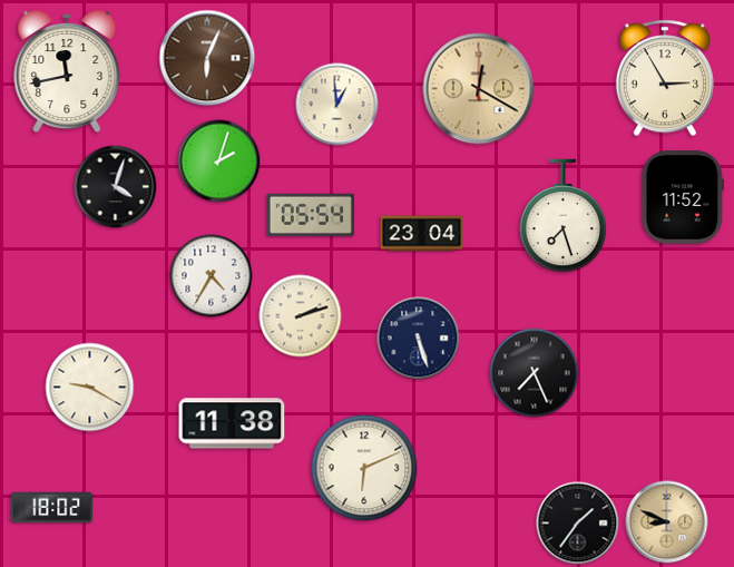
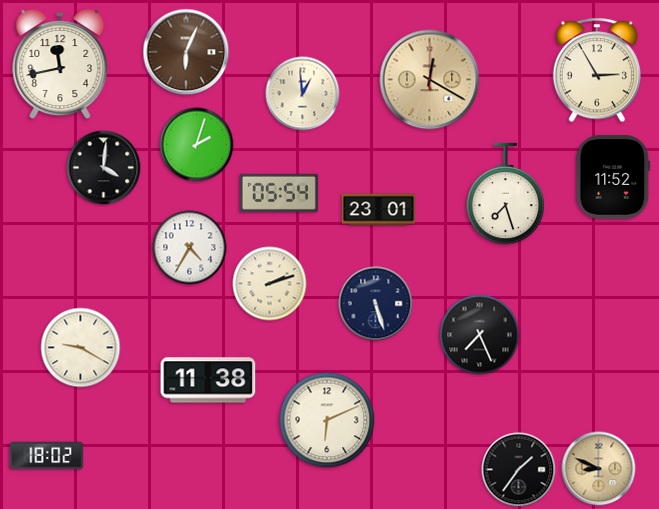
clock at (116, 187): 4:03 -> 4:01
clock at (422, 234): 23:04 -> 23:01
